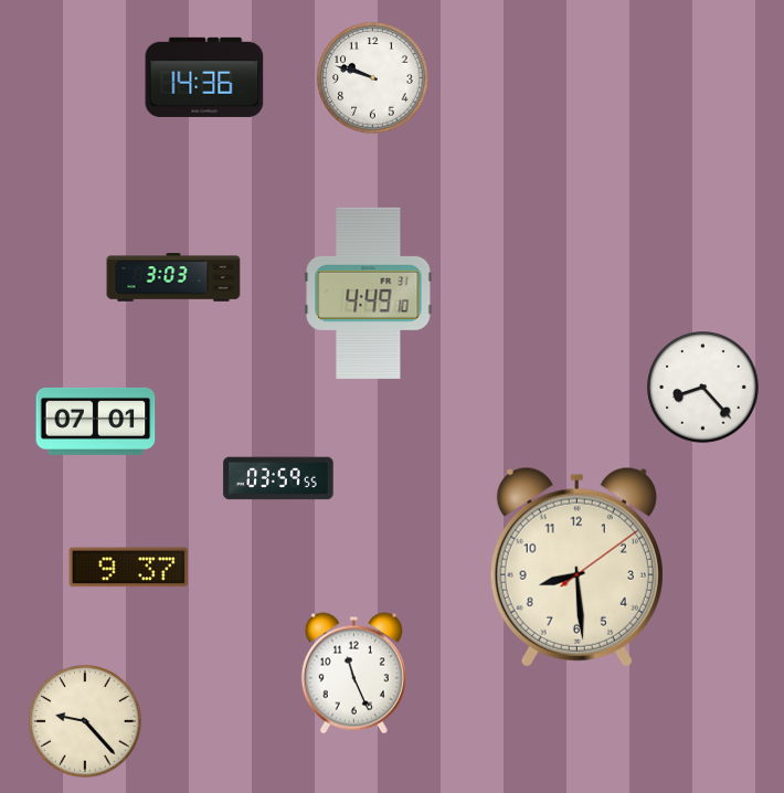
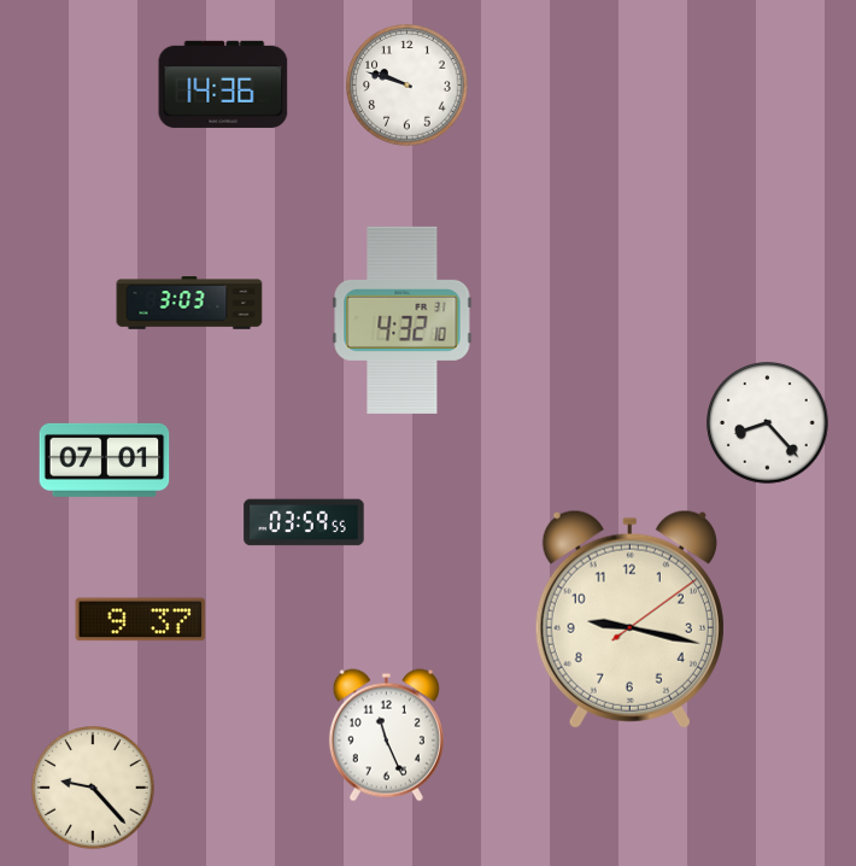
clock at (369, 293): 4:49 -> 4:32
clock at (576, 567): 8:29 -> 9:17
